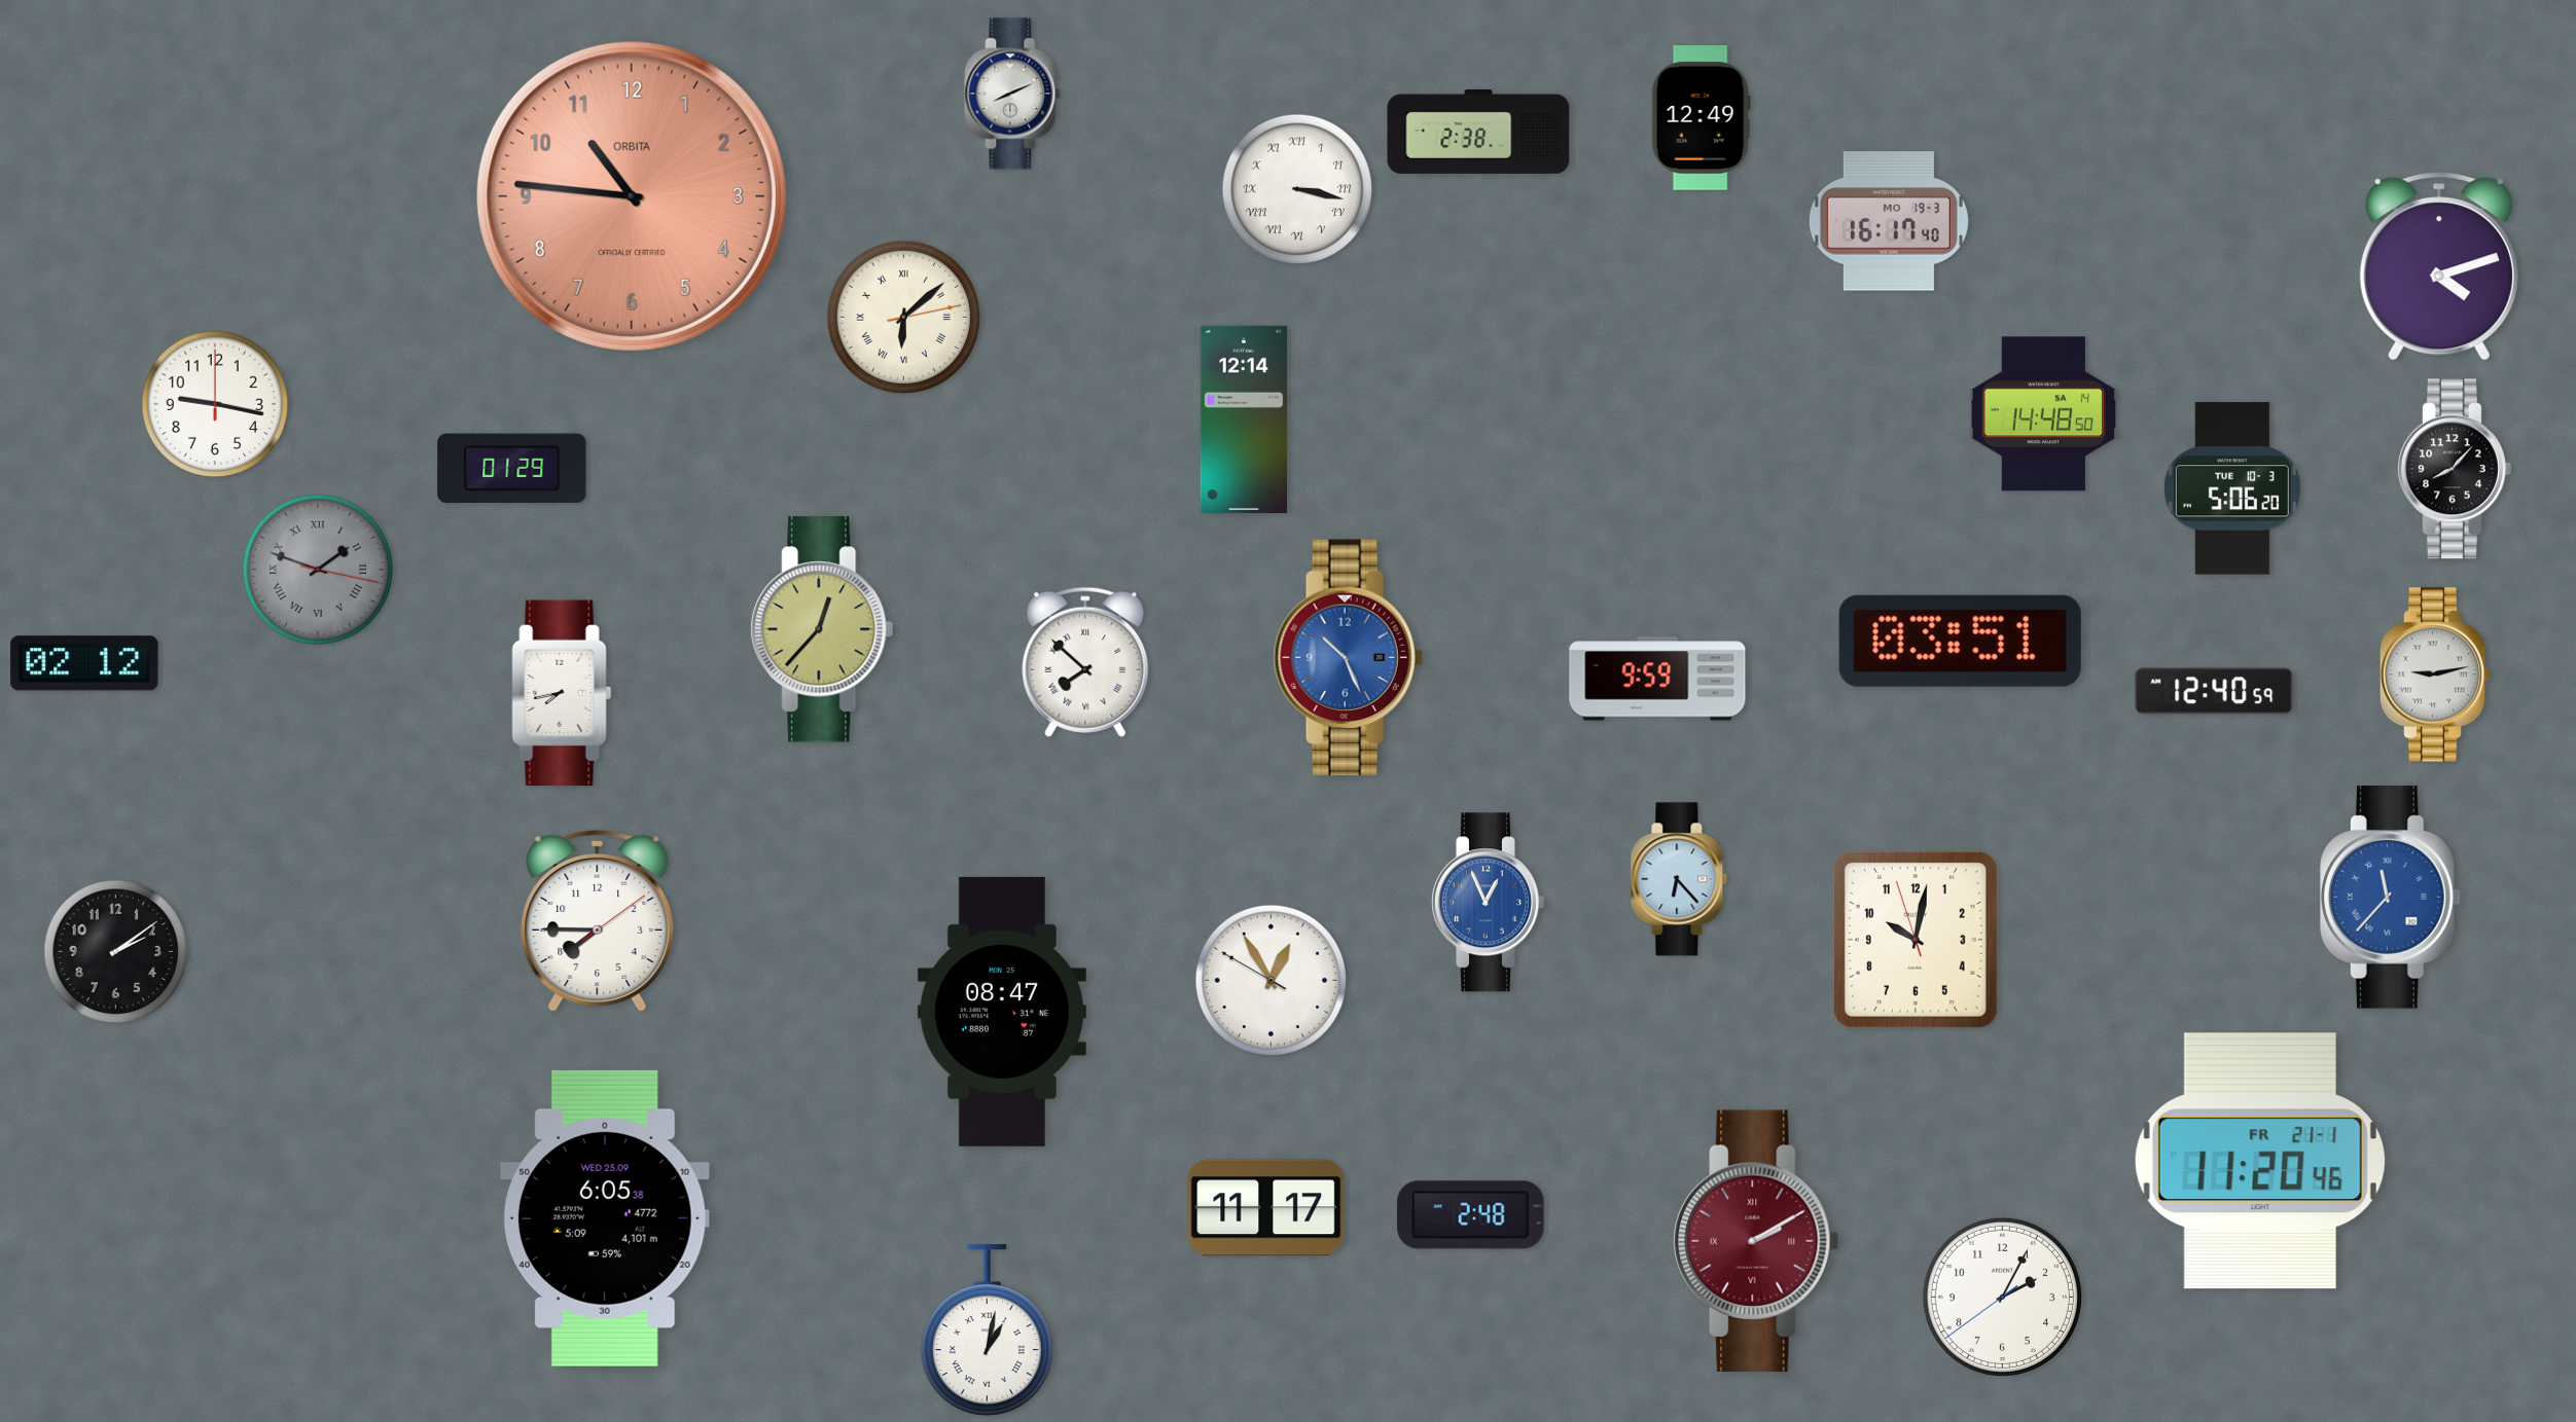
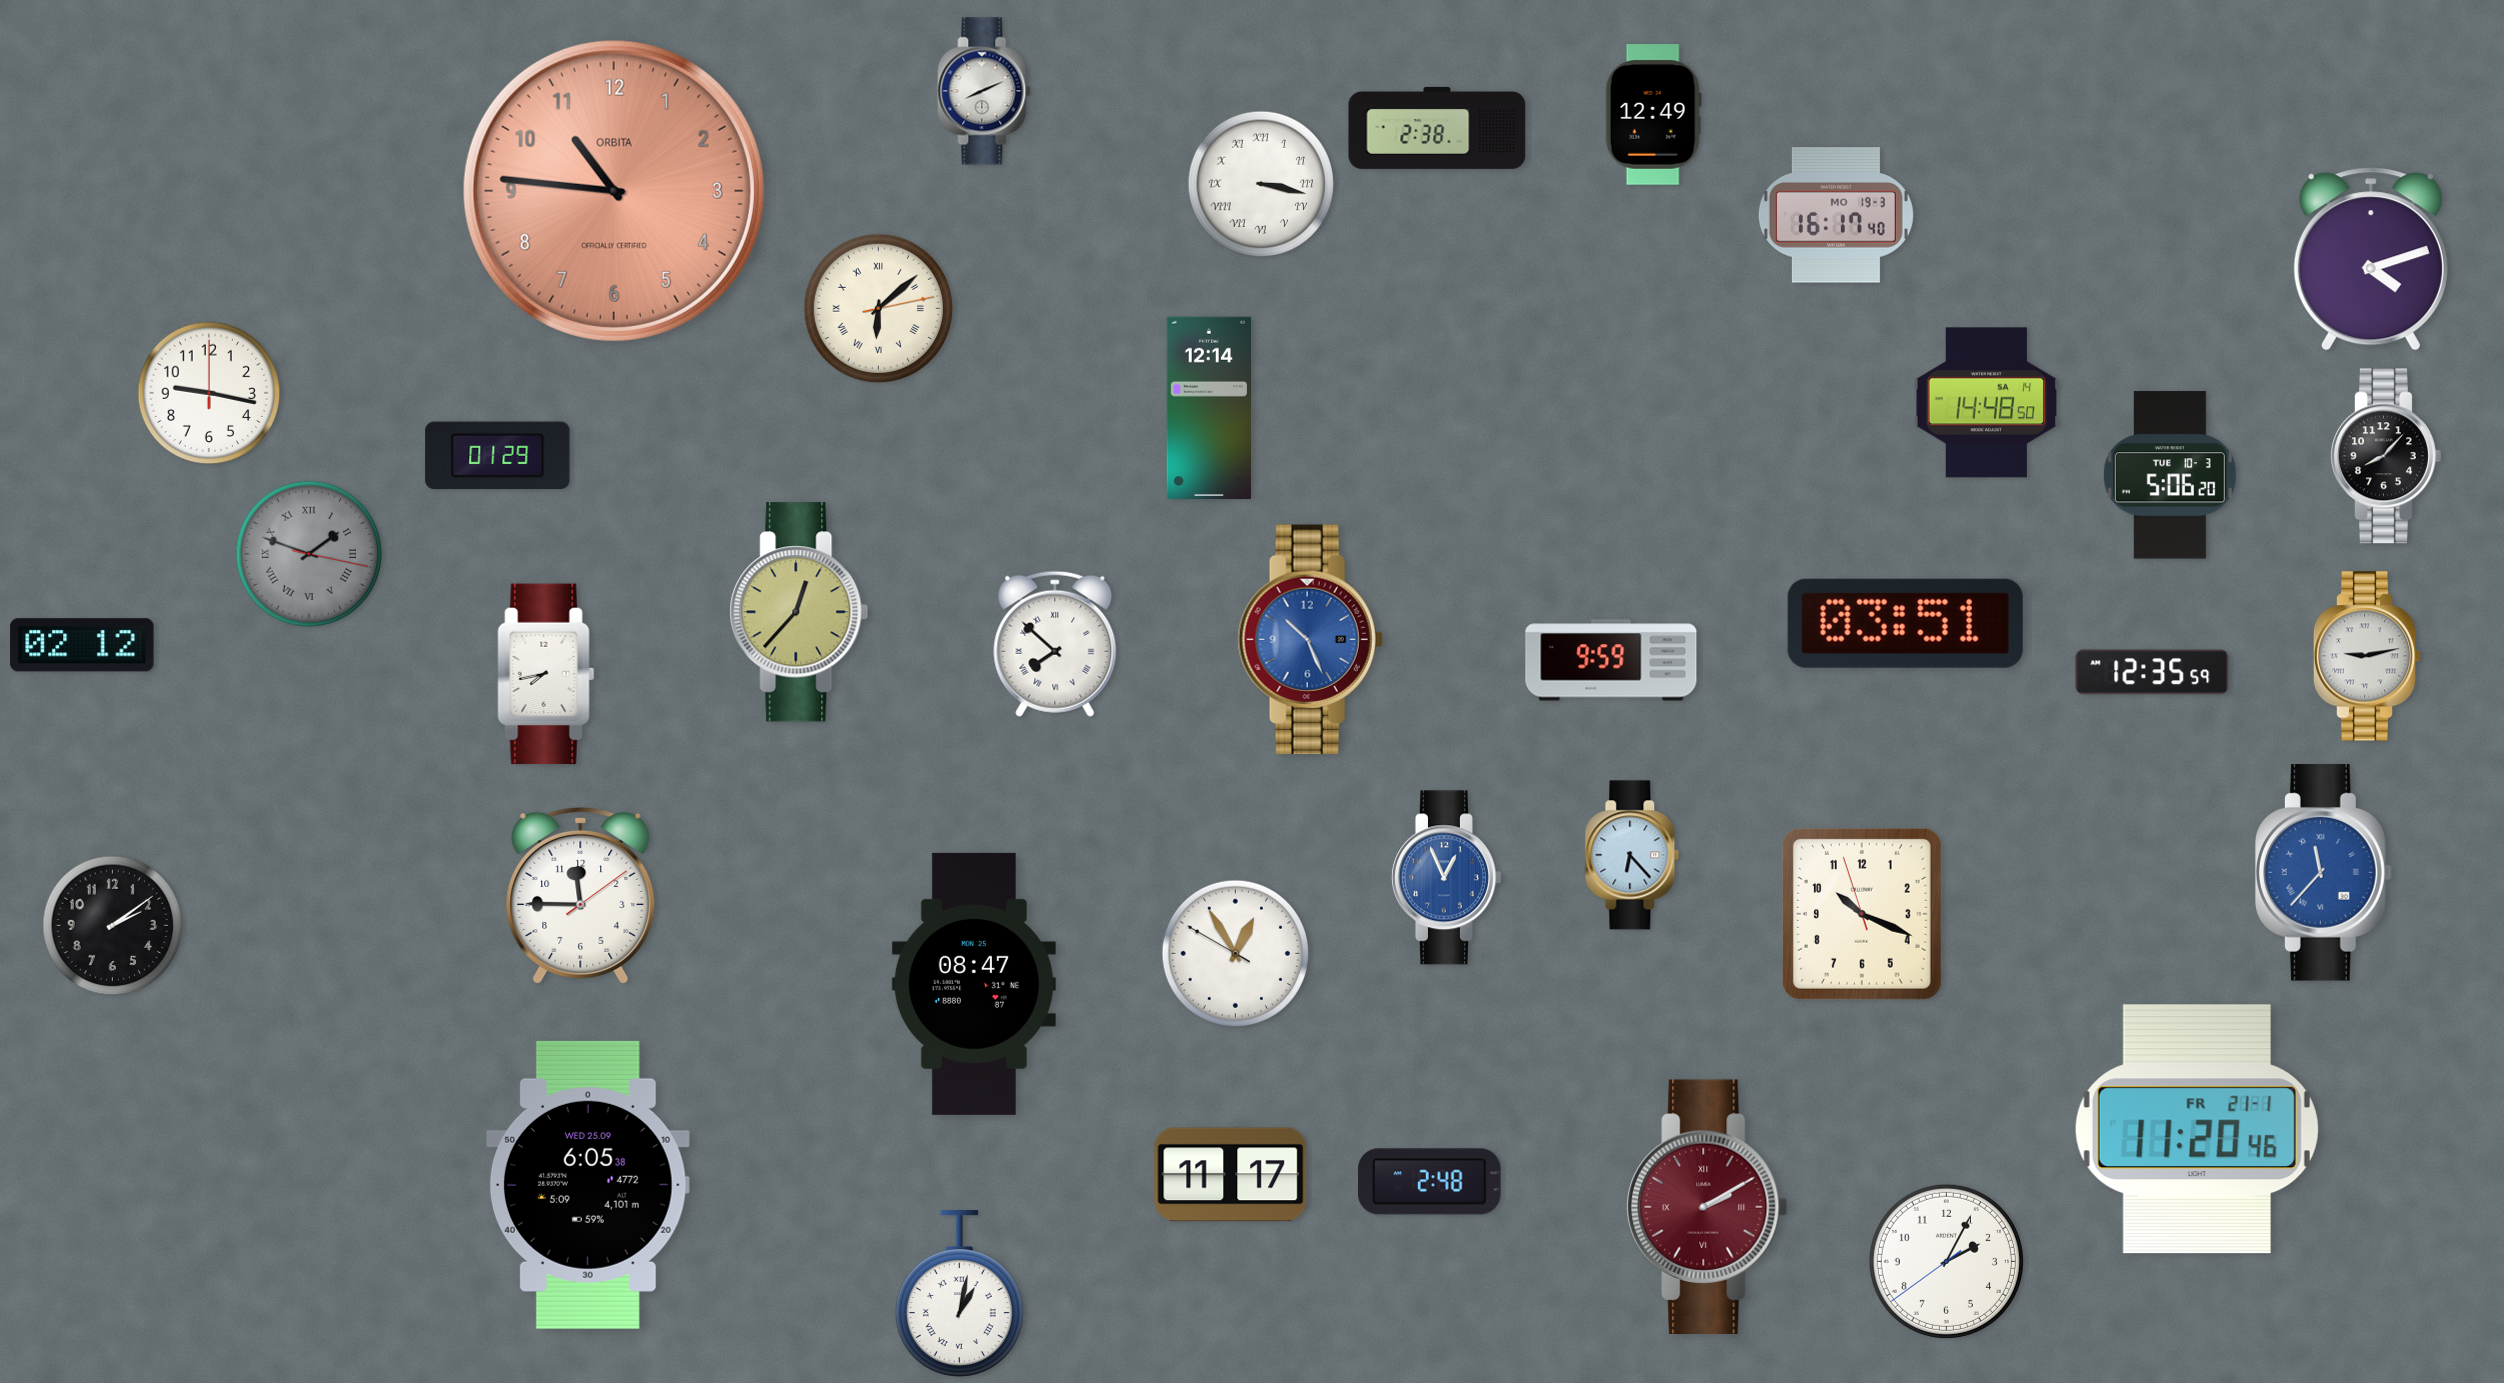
clock at (2214, 691): 12:40 -> 12:35
clock at (598, 920): 7:45 -> 11:45
clock at (1916, 940): 10:01 -> 10:18
